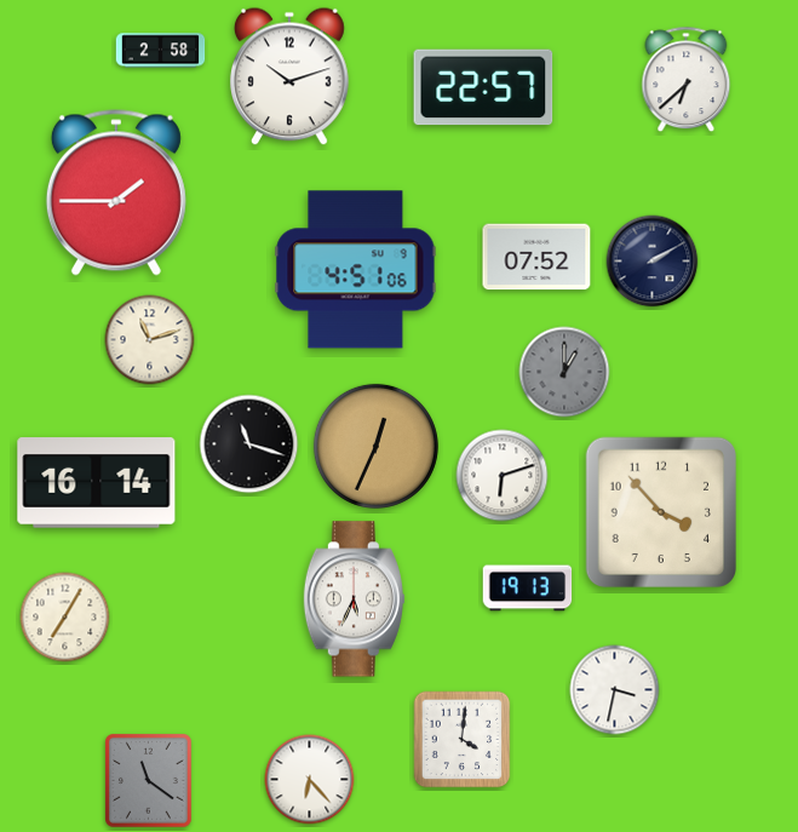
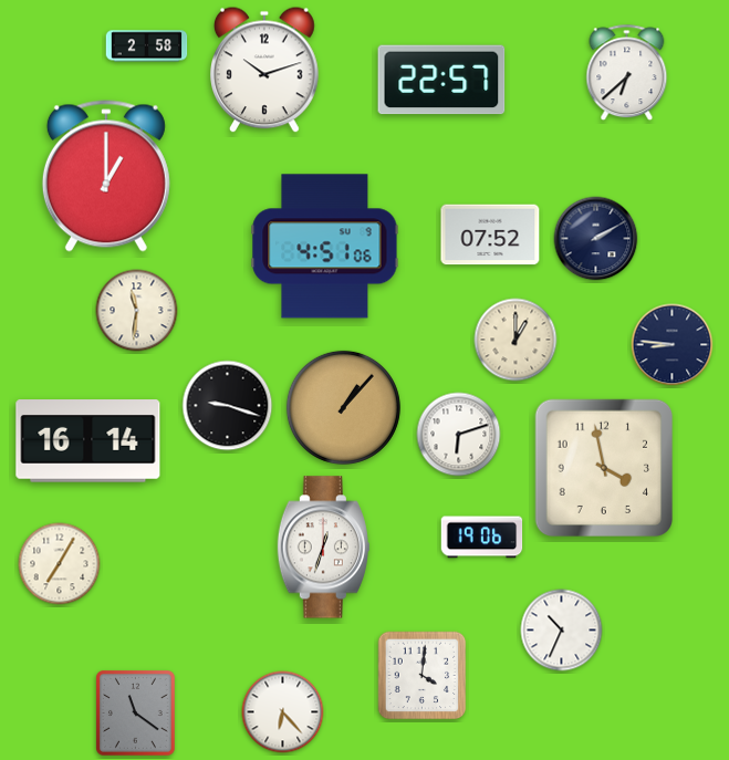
clock at (116, 193): 1:45 -> 1:00
clock at (150, 340): 11:12 -> 11:31
clock at (564, 372) dial: grey -> cream
clock at (673, 345): none -> 8:46
clock at (249, 444): 11:18 -> 9:18
clock at (375, 446): 12:34 -> 1:07
clock at (660, 511): 3:53 -> 3:58
clock at (528, 589): 19:13 -> 19:06
clock at (354, 599): 5:34 -> 12:33
clock at (615, 690): 3:32 -> 10:34
